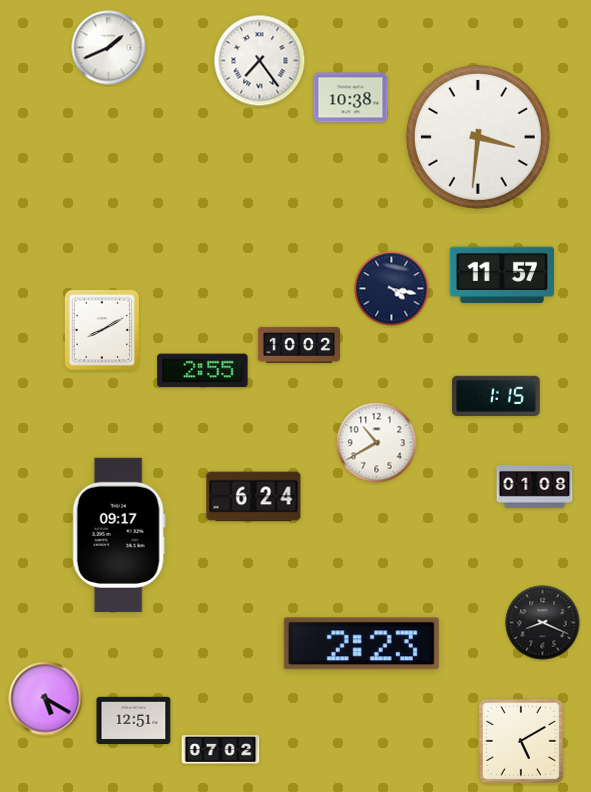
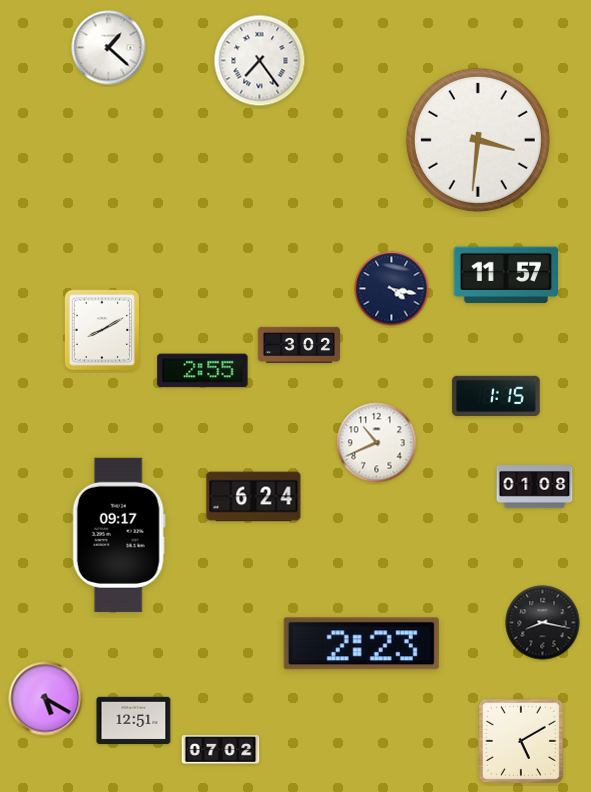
clock at (109, 48): 1:41 -> 1:22
clock at (351, 98): 10:38 -> none
clock at (478, 137) position: (478, 137) -> (478, 140)
clock at (501, 275) position: (501, 275) -> (505, 275)
clock at (298, 344): 10:02 -> 3:02
clock at (377, 443): 10:40 -> 10:41
clock at (543, 623): 8:19 -> 8:17
